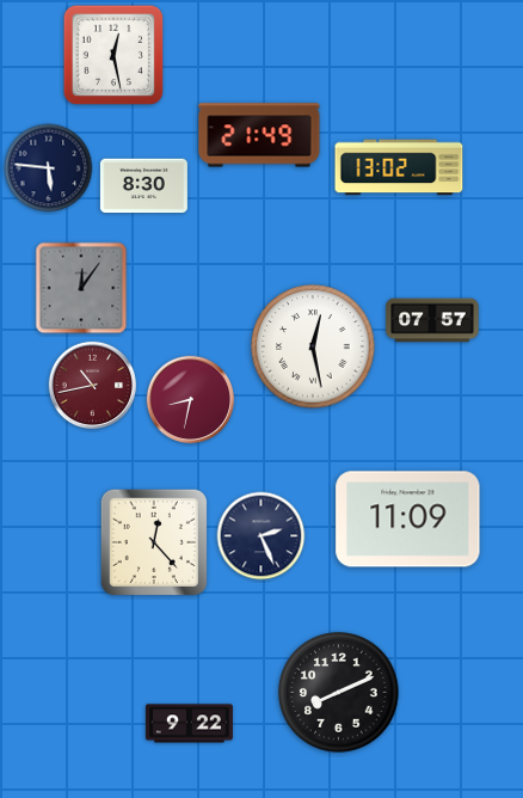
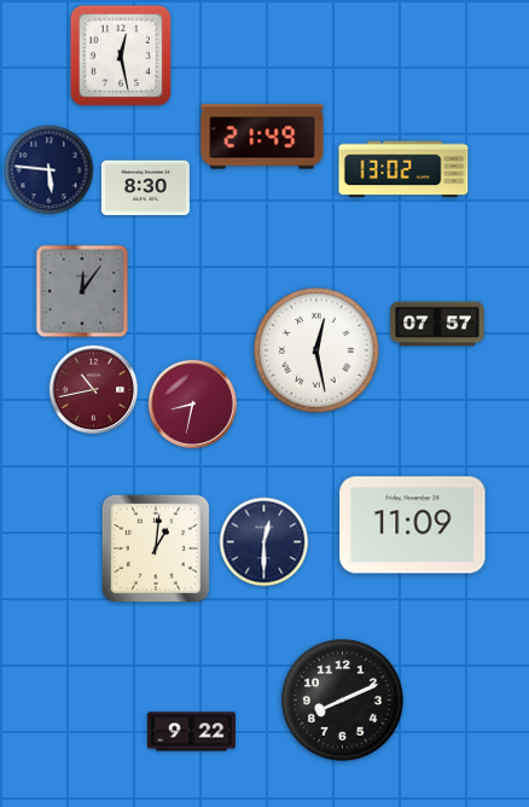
clock at (113, 55) position: (113, 55) -> (121, 56)
clock at (261, 536): 2:26 -> 12:30
clock at (154, 542): 12:23 -> 1:01
